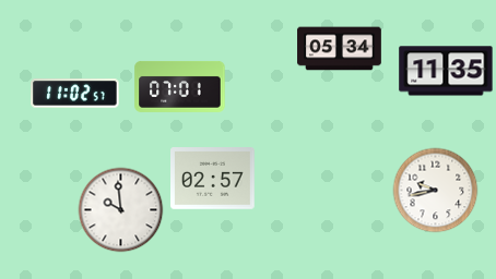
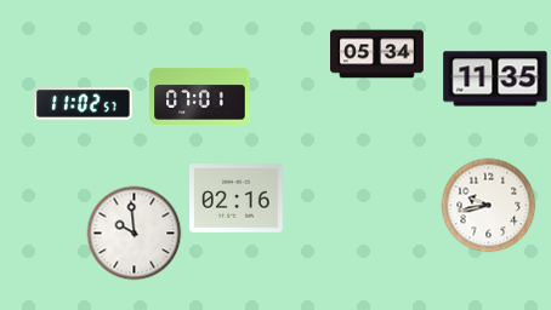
clock at (213, 179): 02:57 -> 02:16
clock at (435, 190) position: (435, 190) -> (488, 205)
